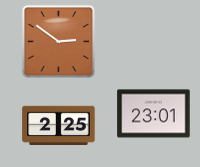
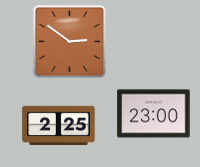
clock at (59, 42) position: (59, 42) -> (70, 42)
clock at (154, 114): 23:01 -> 23:00
